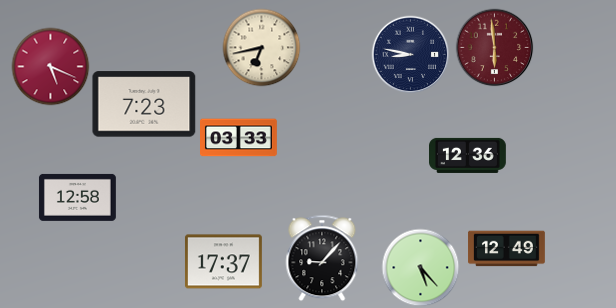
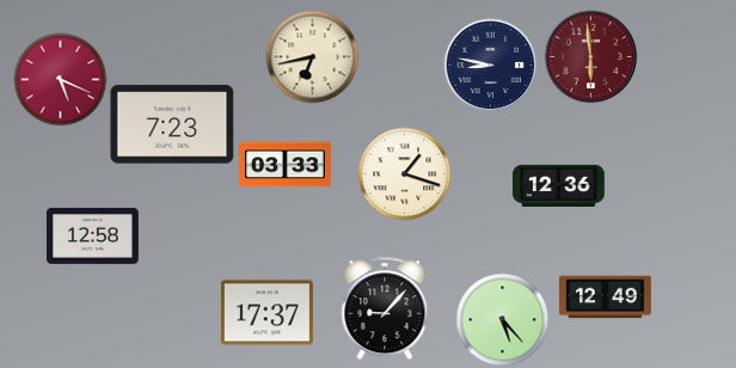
clock at (404, 173): none -> 1:18
